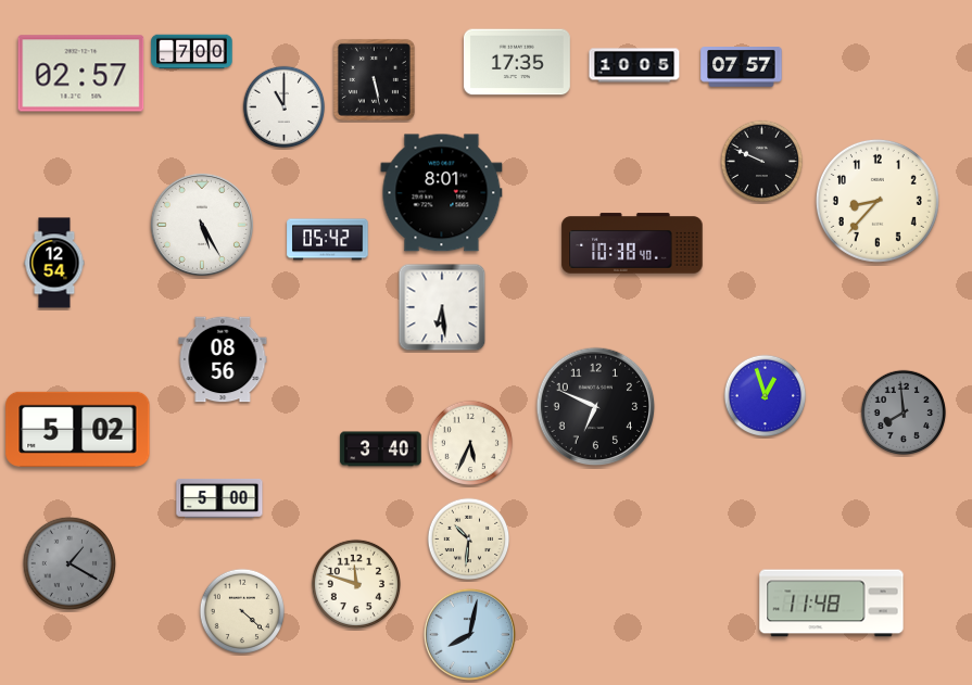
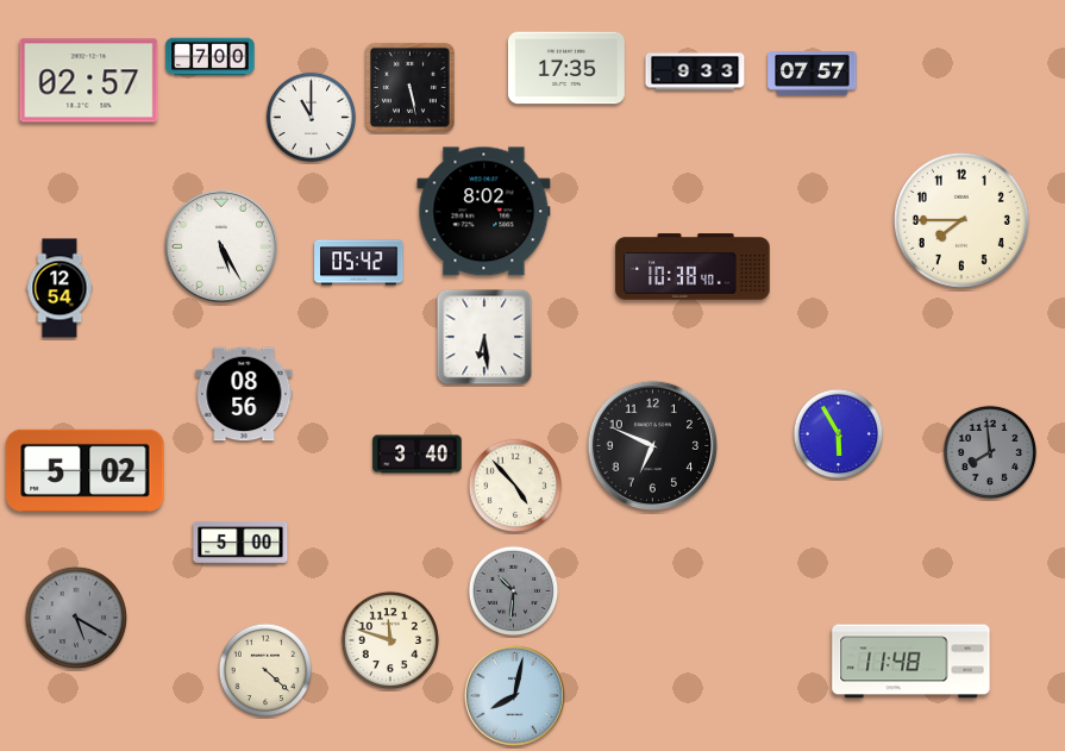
clock at (634, 65): 10:05 -> 9:33
clock at (762, 162): 9:49 -> none
clock at (442, 193): 8:01 -> 8:02
clock at (878, 201): 8:37 -> 7:45
clock at (766, 396): 12:57 -> 5:55
clock at (470, 443): 5:34 -> 4:53
clock at (381, 449) position: (381, 449) -> (418, 455)
clock at (219, 498) position: (219, 498) -> (240, 543)
clock at (469, 540) dial: cream -> grey
clock at (70, 563): 1:20 -> 5:20
